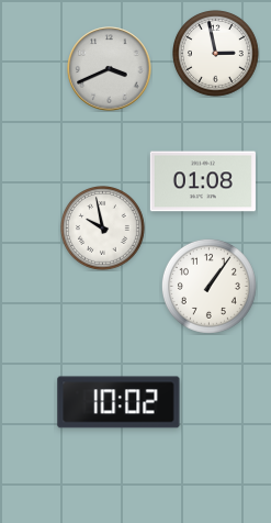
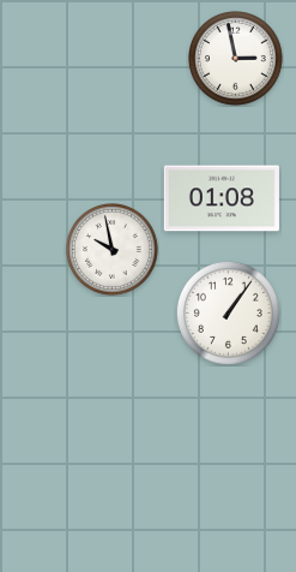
clock at (110, 69): 3:41 -> none
clock at (118, 402): 10:02 -> none
